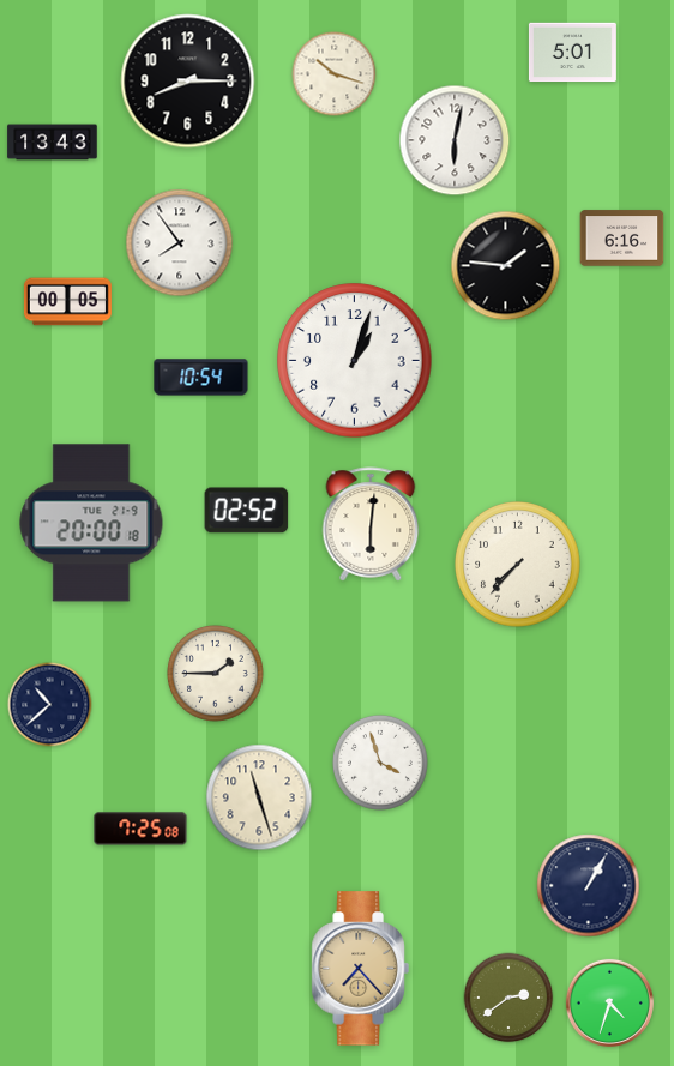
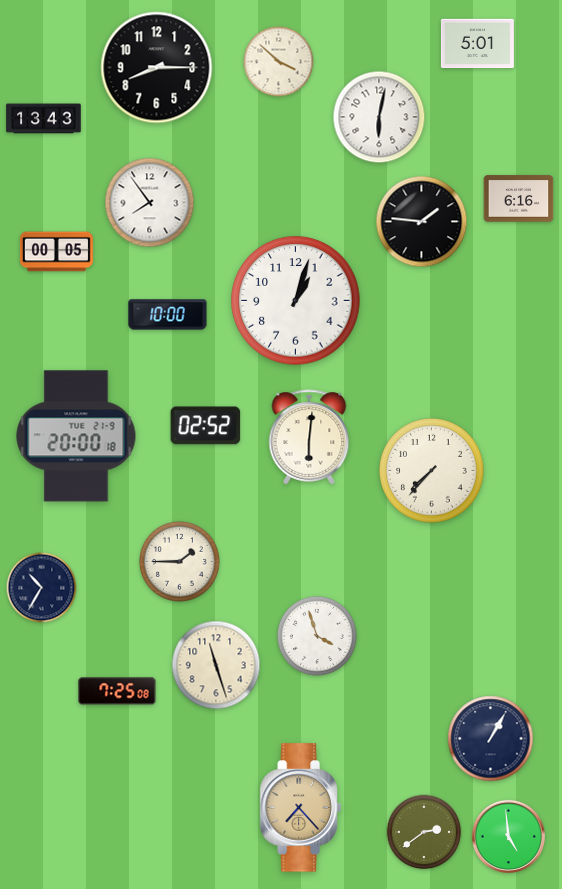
clock at (335, 74): 10:18 -> 3:52
clock at (201, 378): 10:54 -> 10:00
clock at (50, 705): 10:38 -> 10:35
clock at (609, 1002): 4:33 -> 4:59
